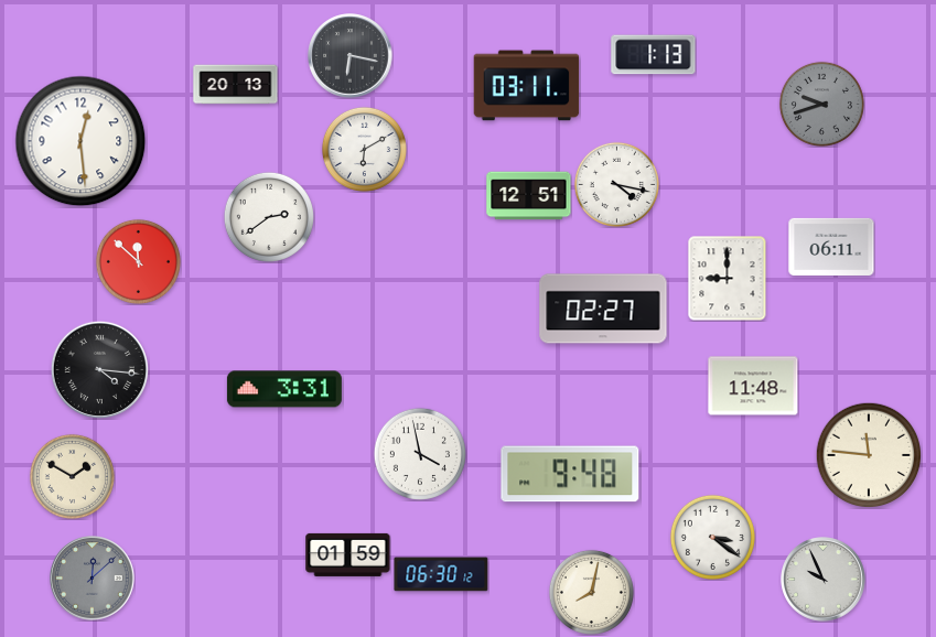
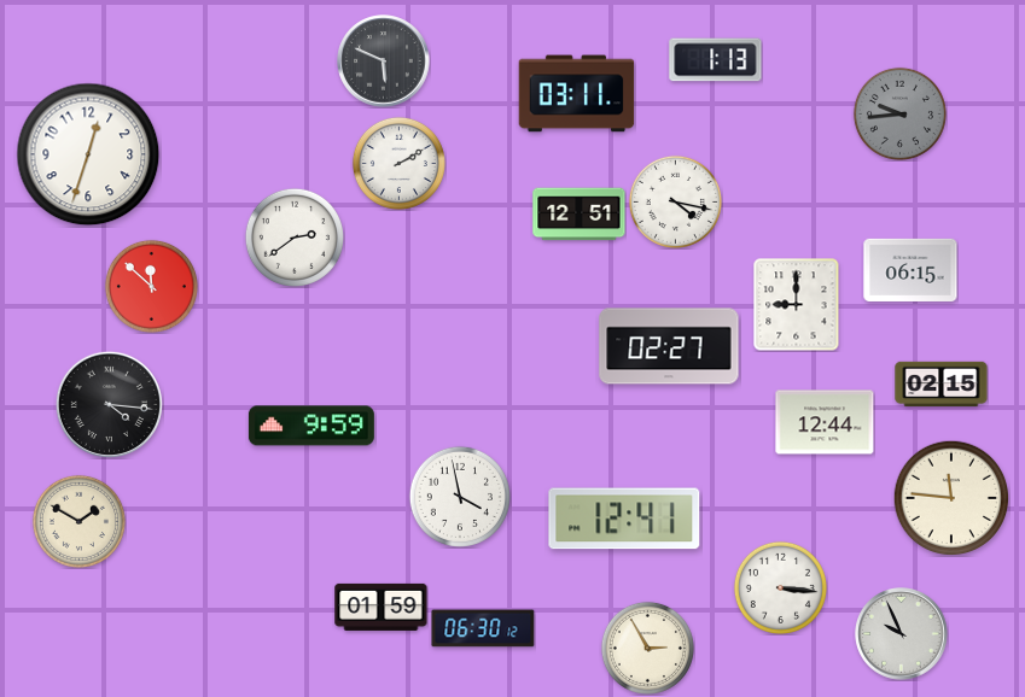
clock at (351, 56): 6:17 -> 5:49
clock at (236, 85): 20:13 -> none
clock at (821, 104): 9:42 -> 9:44
clock at (80, 141): 12:29 -> 12:33
clock at (364, 149): 6:10 -> 2:10
clock at (831, 247): 06:11 -> 06:15
clock at (603, 309) position: (603, 309) -> (669, 346)
clock at (942, 385): none -> 02:15
clock at (753, 386): 11:48 -> 12:44
clock at (284, 389): 3:31 -> 9:59
clock at (570, 474): 9:48 -> 12:41
clock at (712, 537): 3:21 -> 3:16
clock at (93, 579): 12:08 -> none
clock at (591, 592): 8:02 -> 2:55
